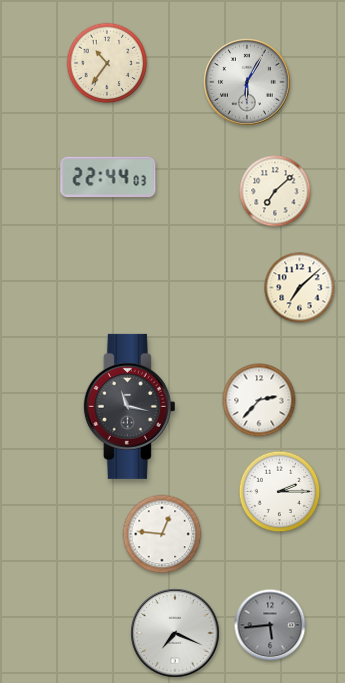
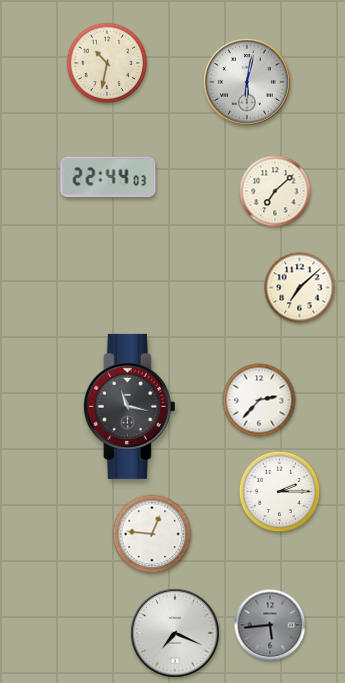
clock at (107, 63): 10:36 -> 10:32
clock at (248, 83): 6:05 -> 6:02
clock at (162, 534) position: (162, 534) -> (152, 534)
